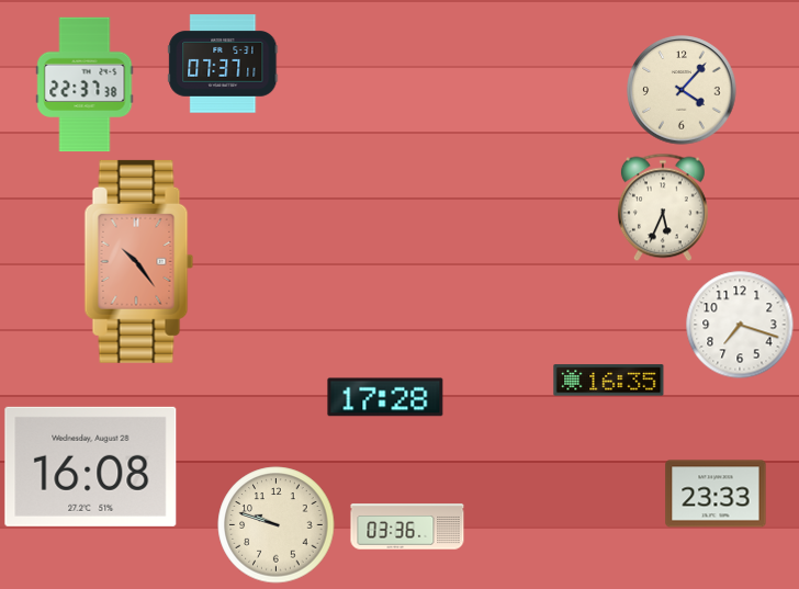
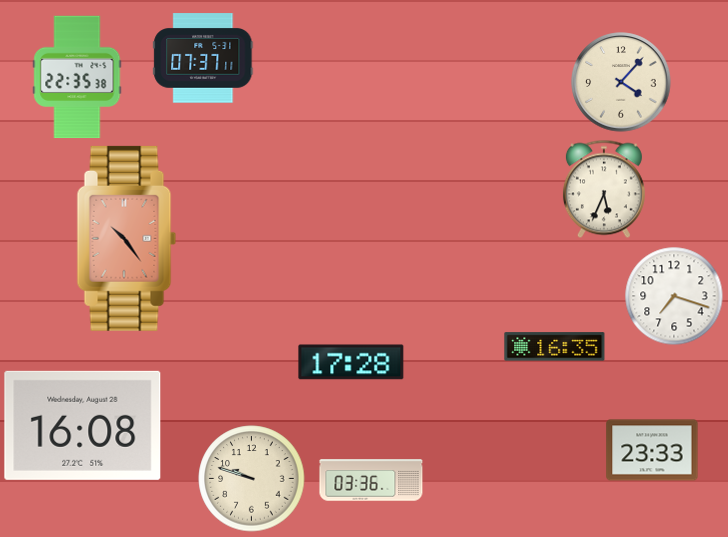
clock at (85, 84): 22:37 -> 22:35
